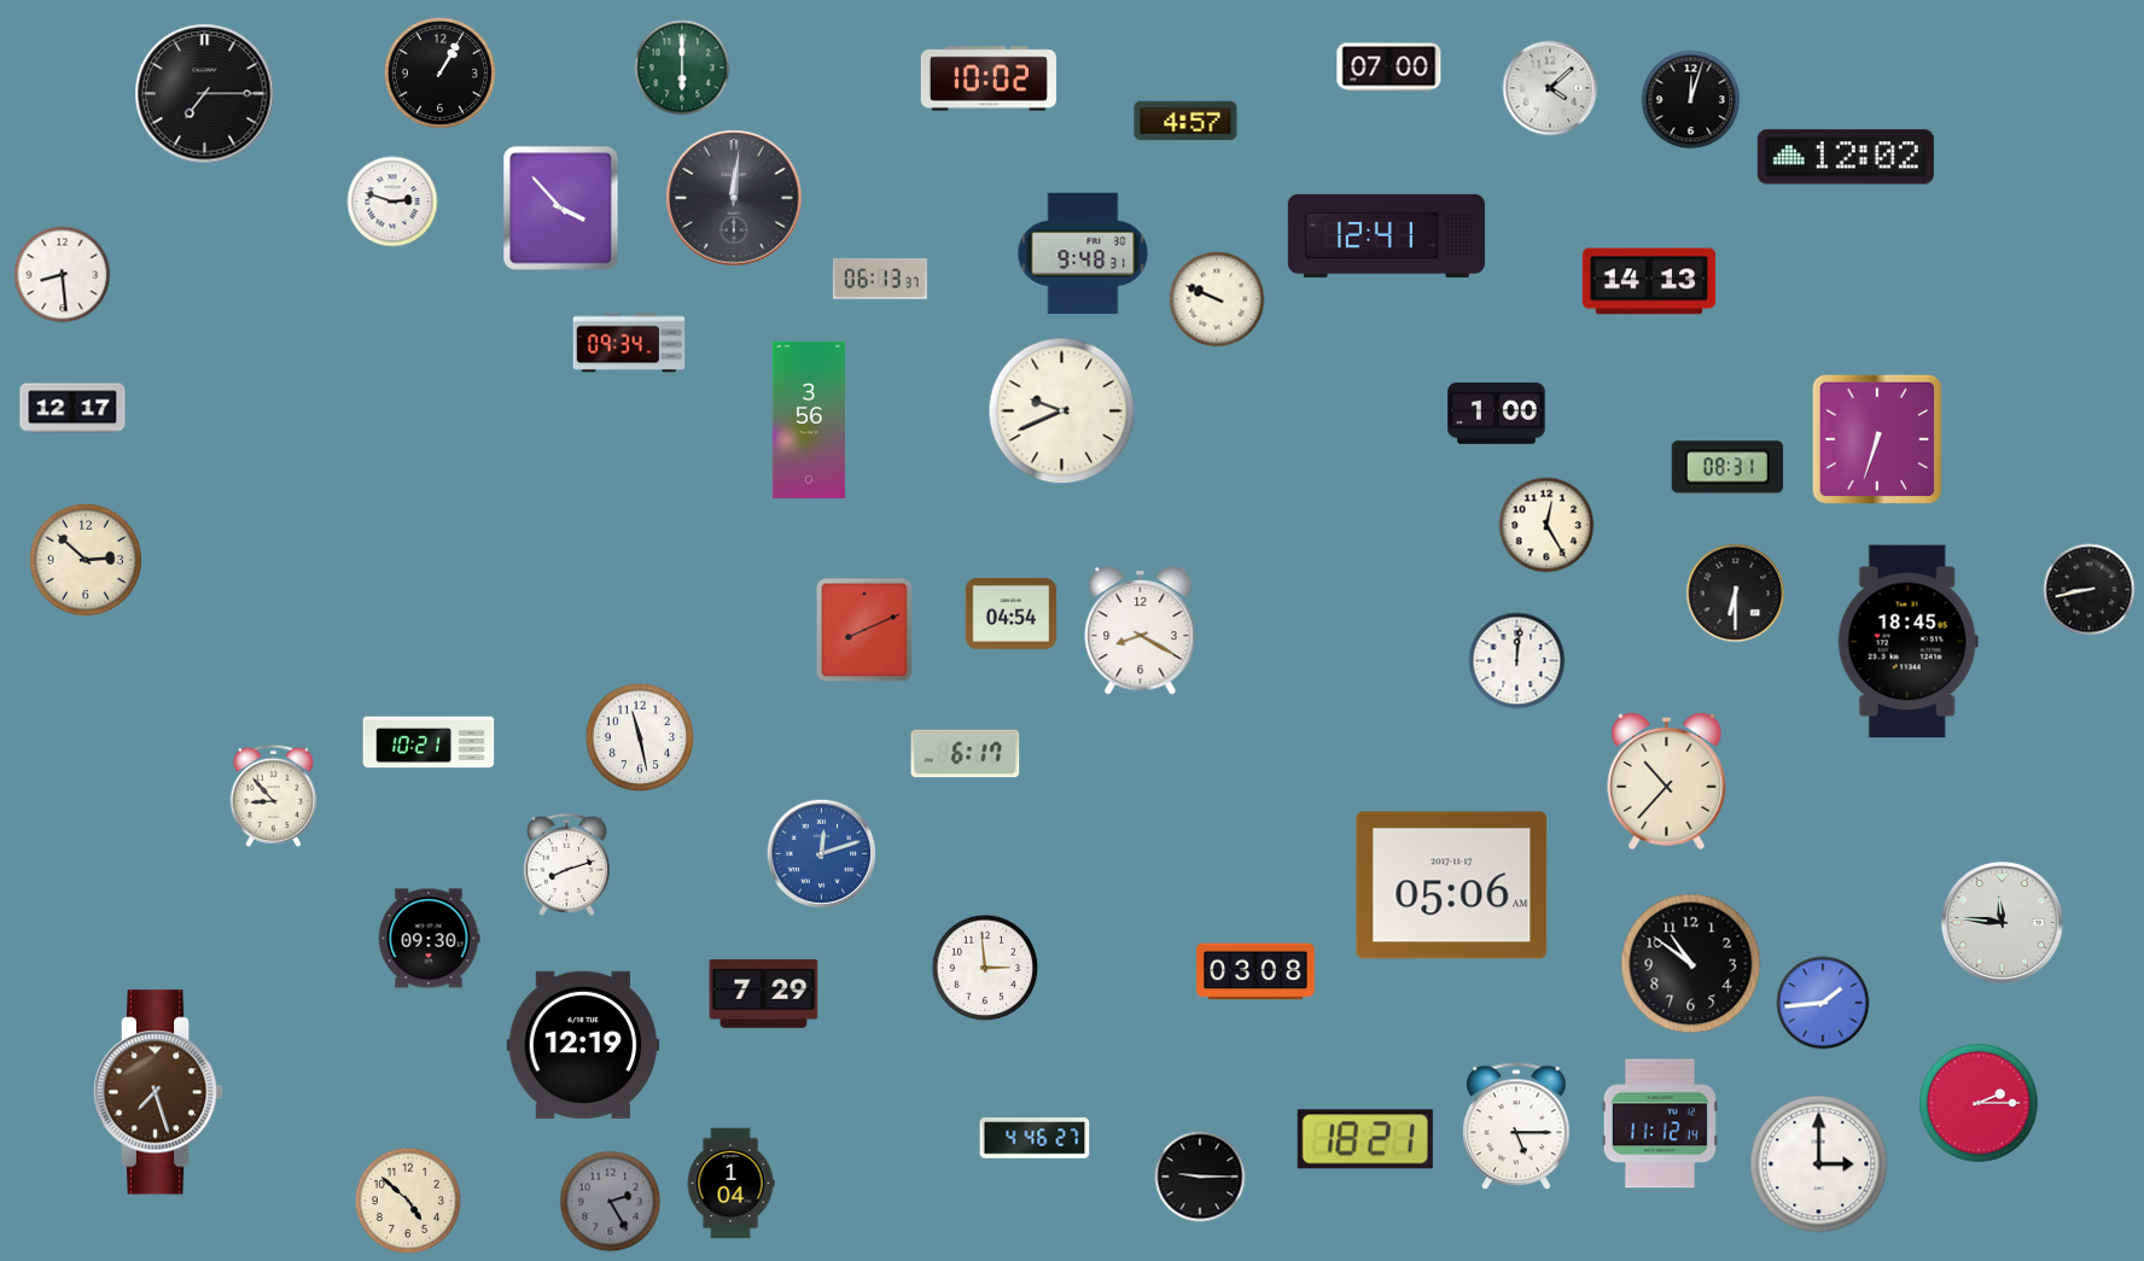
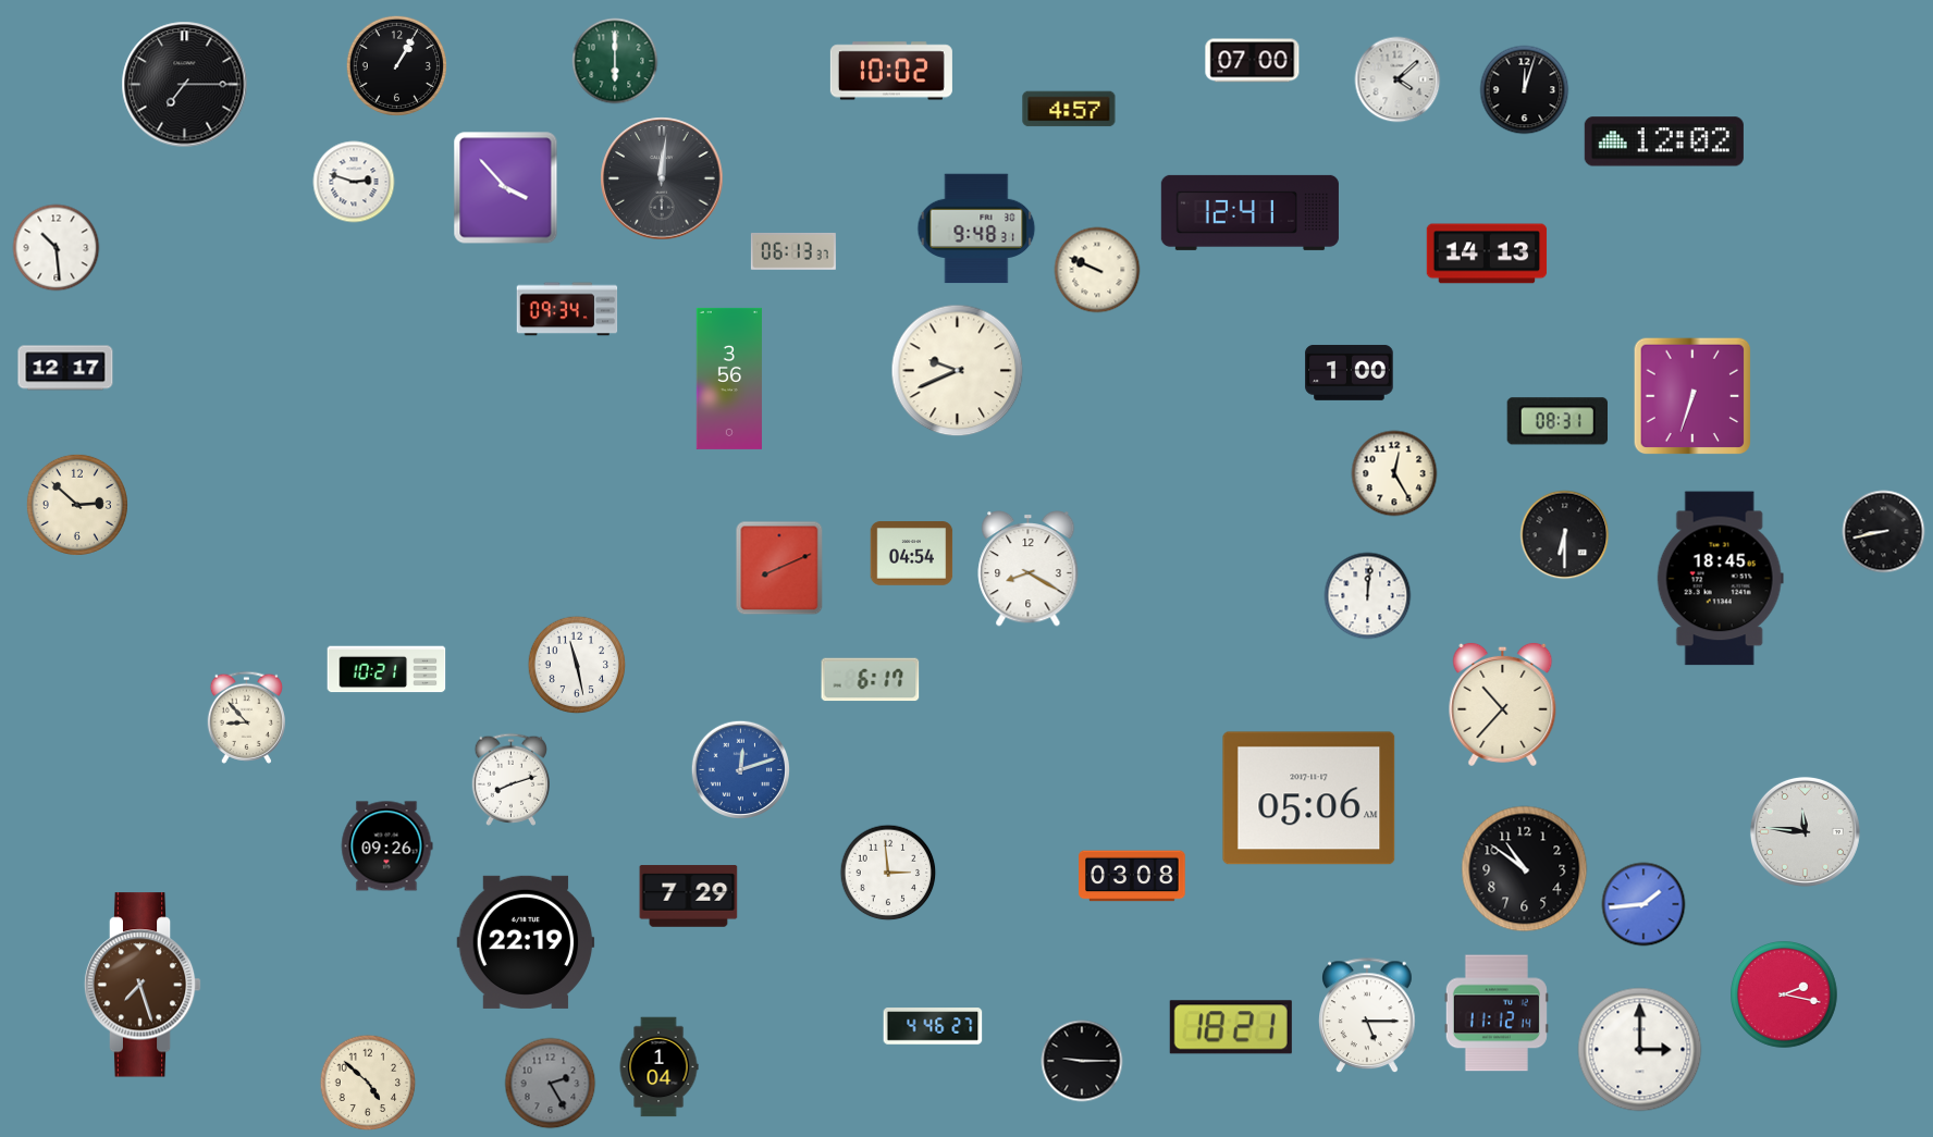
clock at (63, 275): 8:29 -> 10:29
clock at (429, 939): 09:30 -> 09:26
clock at (583, 1045): 12:19 -> 22:19
clock at (1980, 1104): 2:15 -> 2:17
